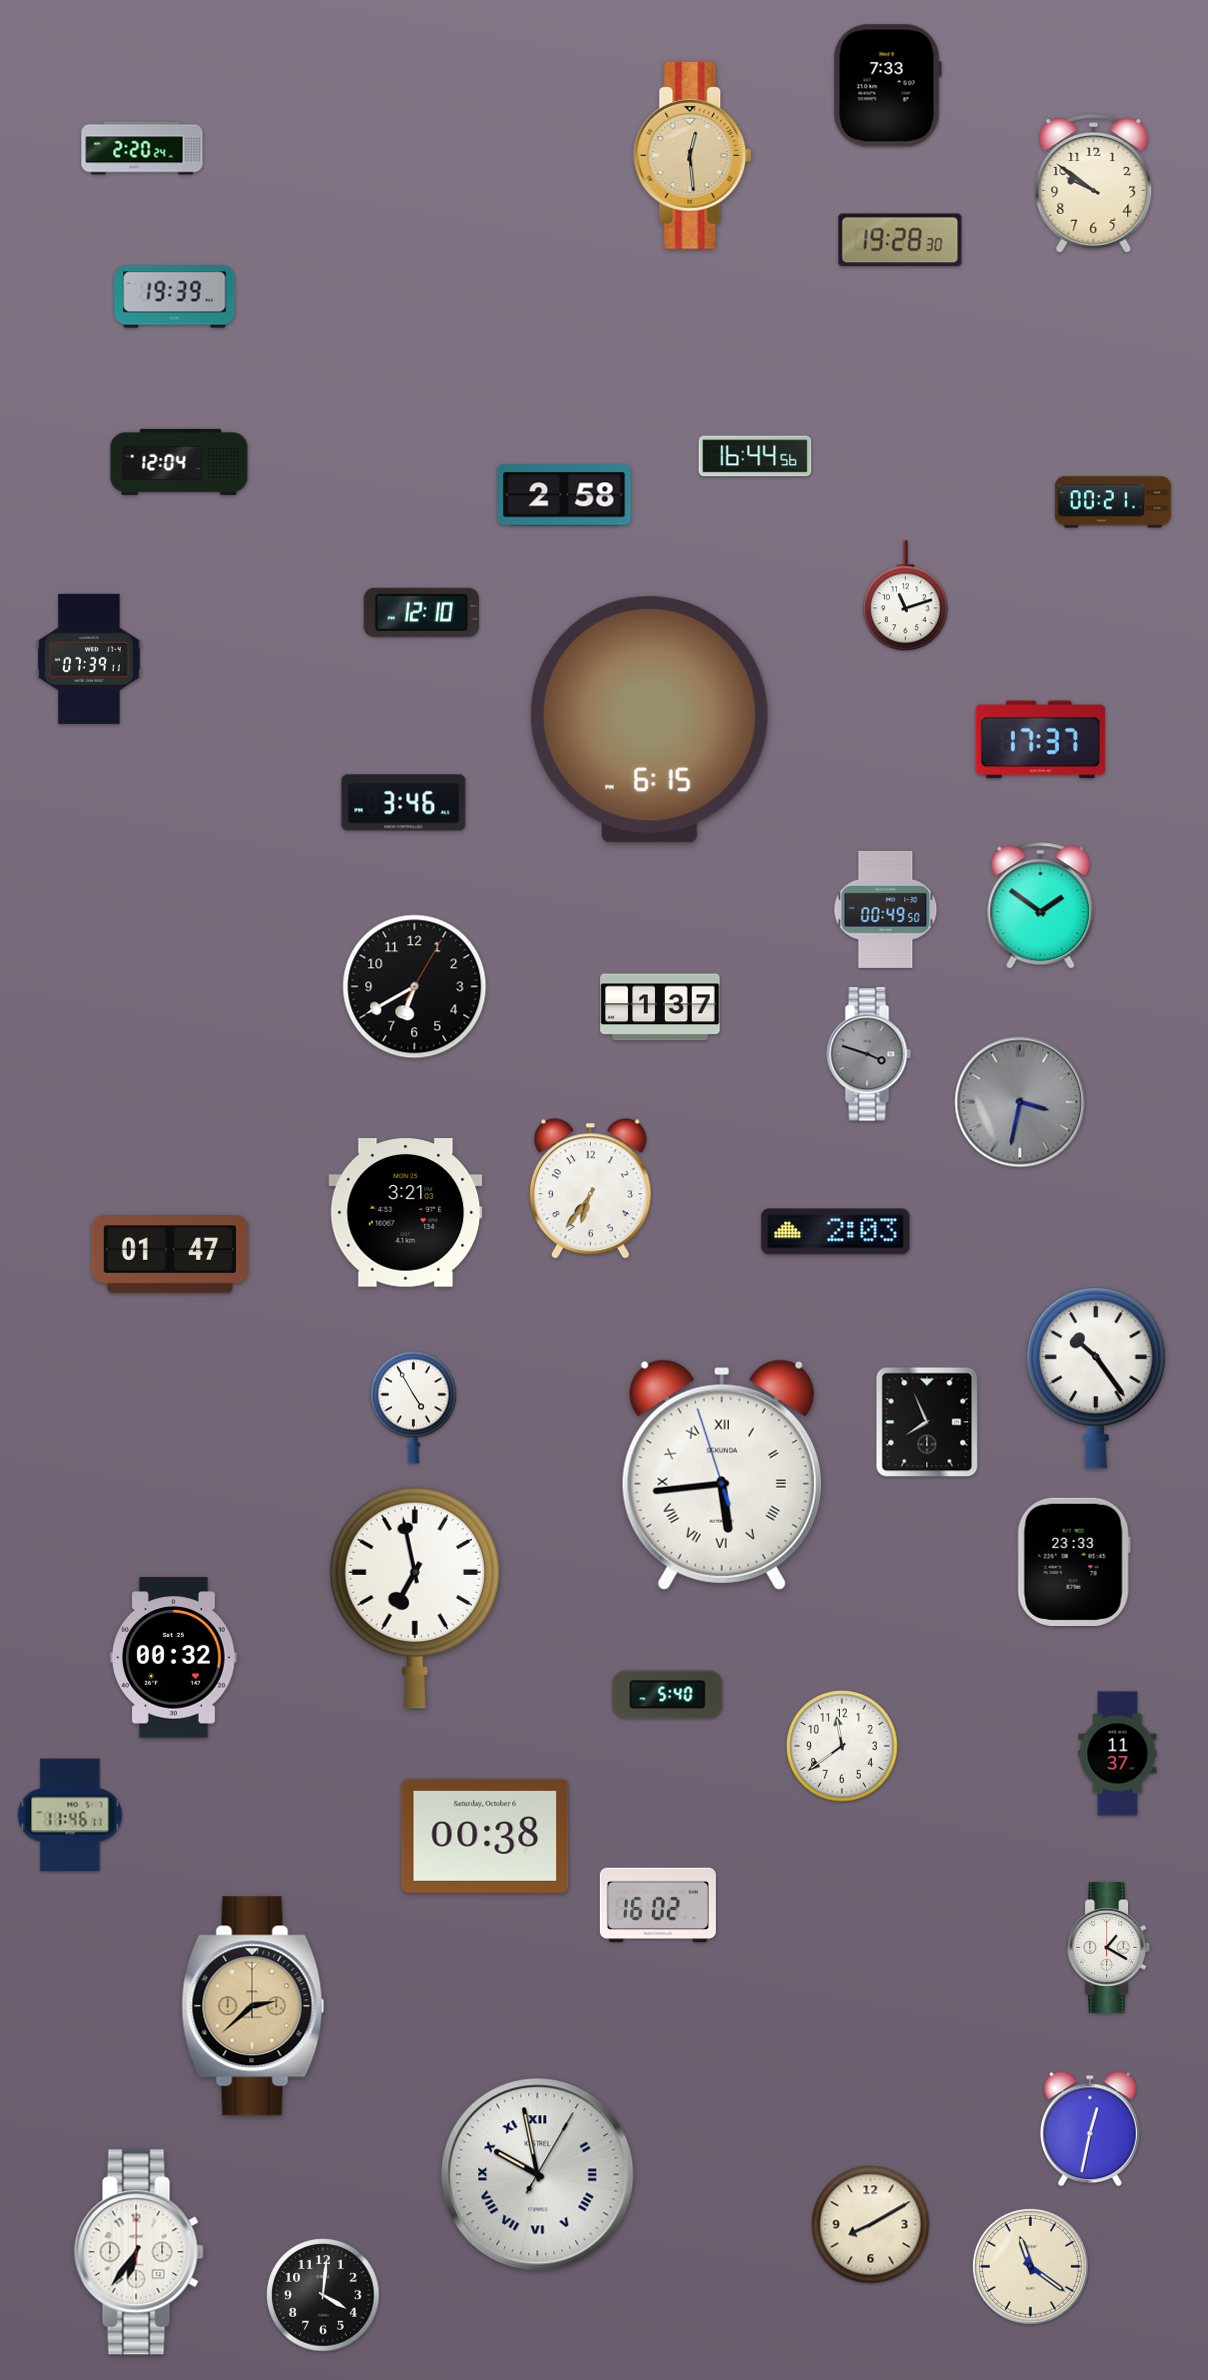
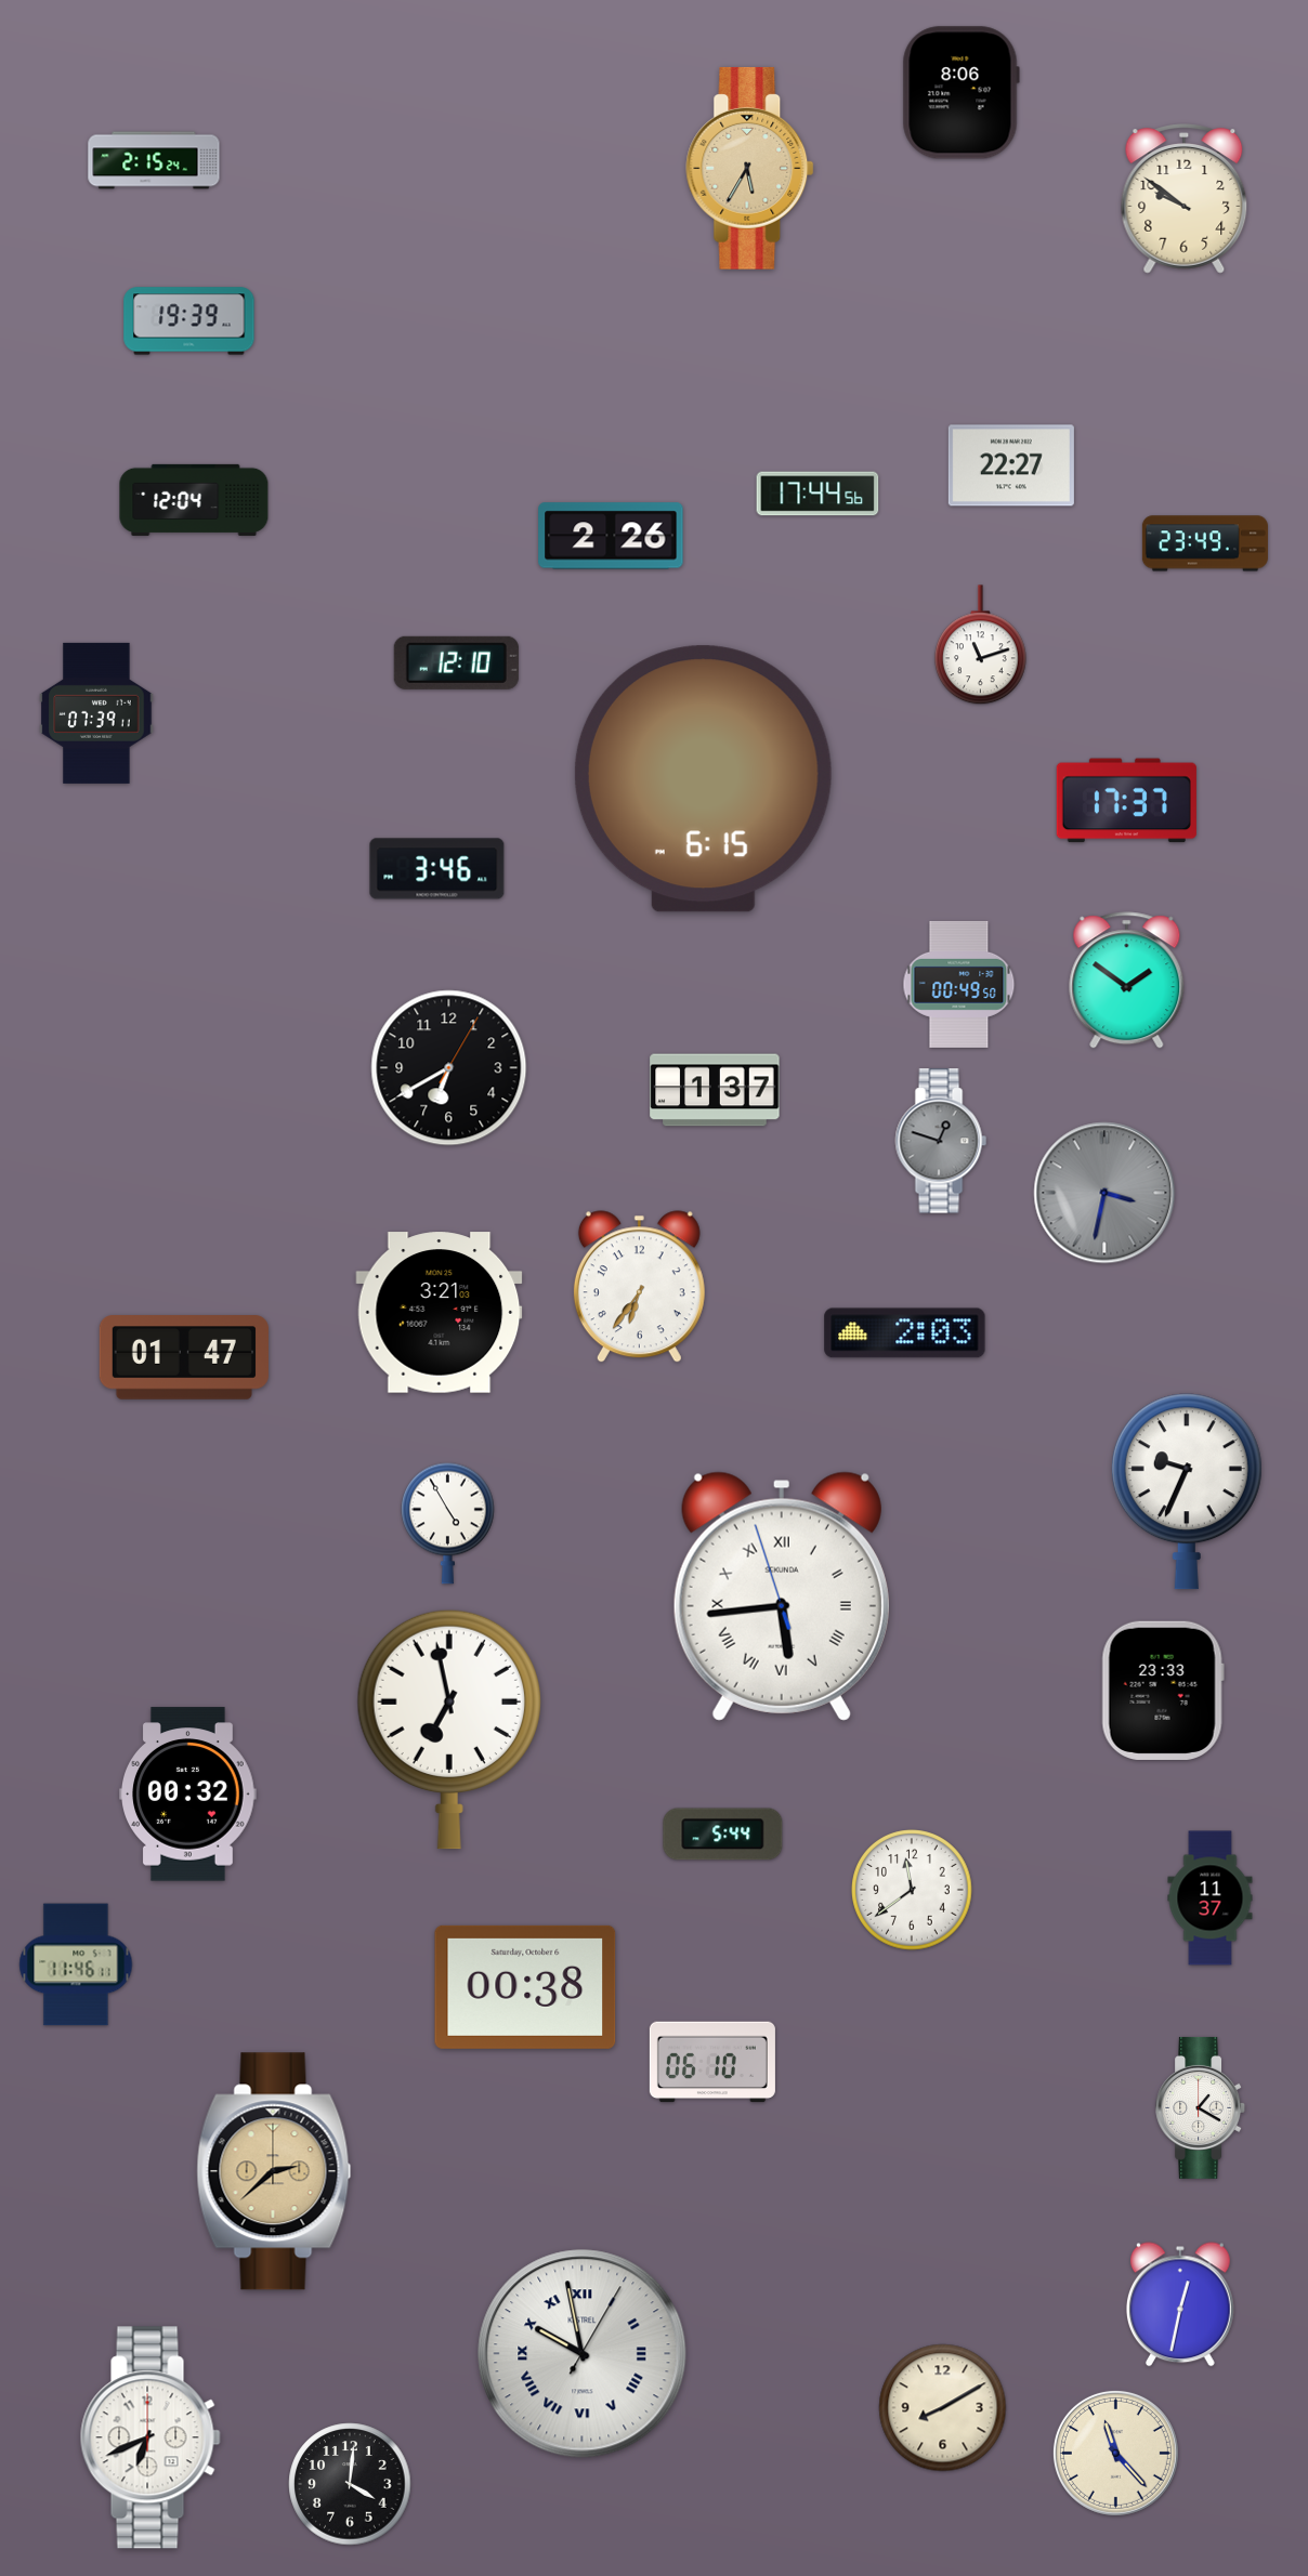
clock at (887, 86): 7:33 -> 8:06
clock at (142, 148): 2:20 -> 2:15
clock at (693, 155): 12:29 -> 5:35
clock at (900, 240): 19:28 -> none
clock at (1011, 465): none -> 22:27
clock at (755, 456): 16:44 -> 17:44
clock at (564, 495): 2:58 -> 2:26
clock at (1113, 502): 00:21 -> 23:49
clock at (869, 1054): 3:48 -> 12:48
clock at (1096, 1378): 10:24 -> 9:34
clock at (927, 1422): 7:56 -> none
clock at (668, 1695): 5:40 -> 5:44
clock at (658, 1905): 16:02 -> 06:10
clock at (139, 2252): 6:36 -> 6:41
clock at (1030, 2266): 11:21 -> 11:23
